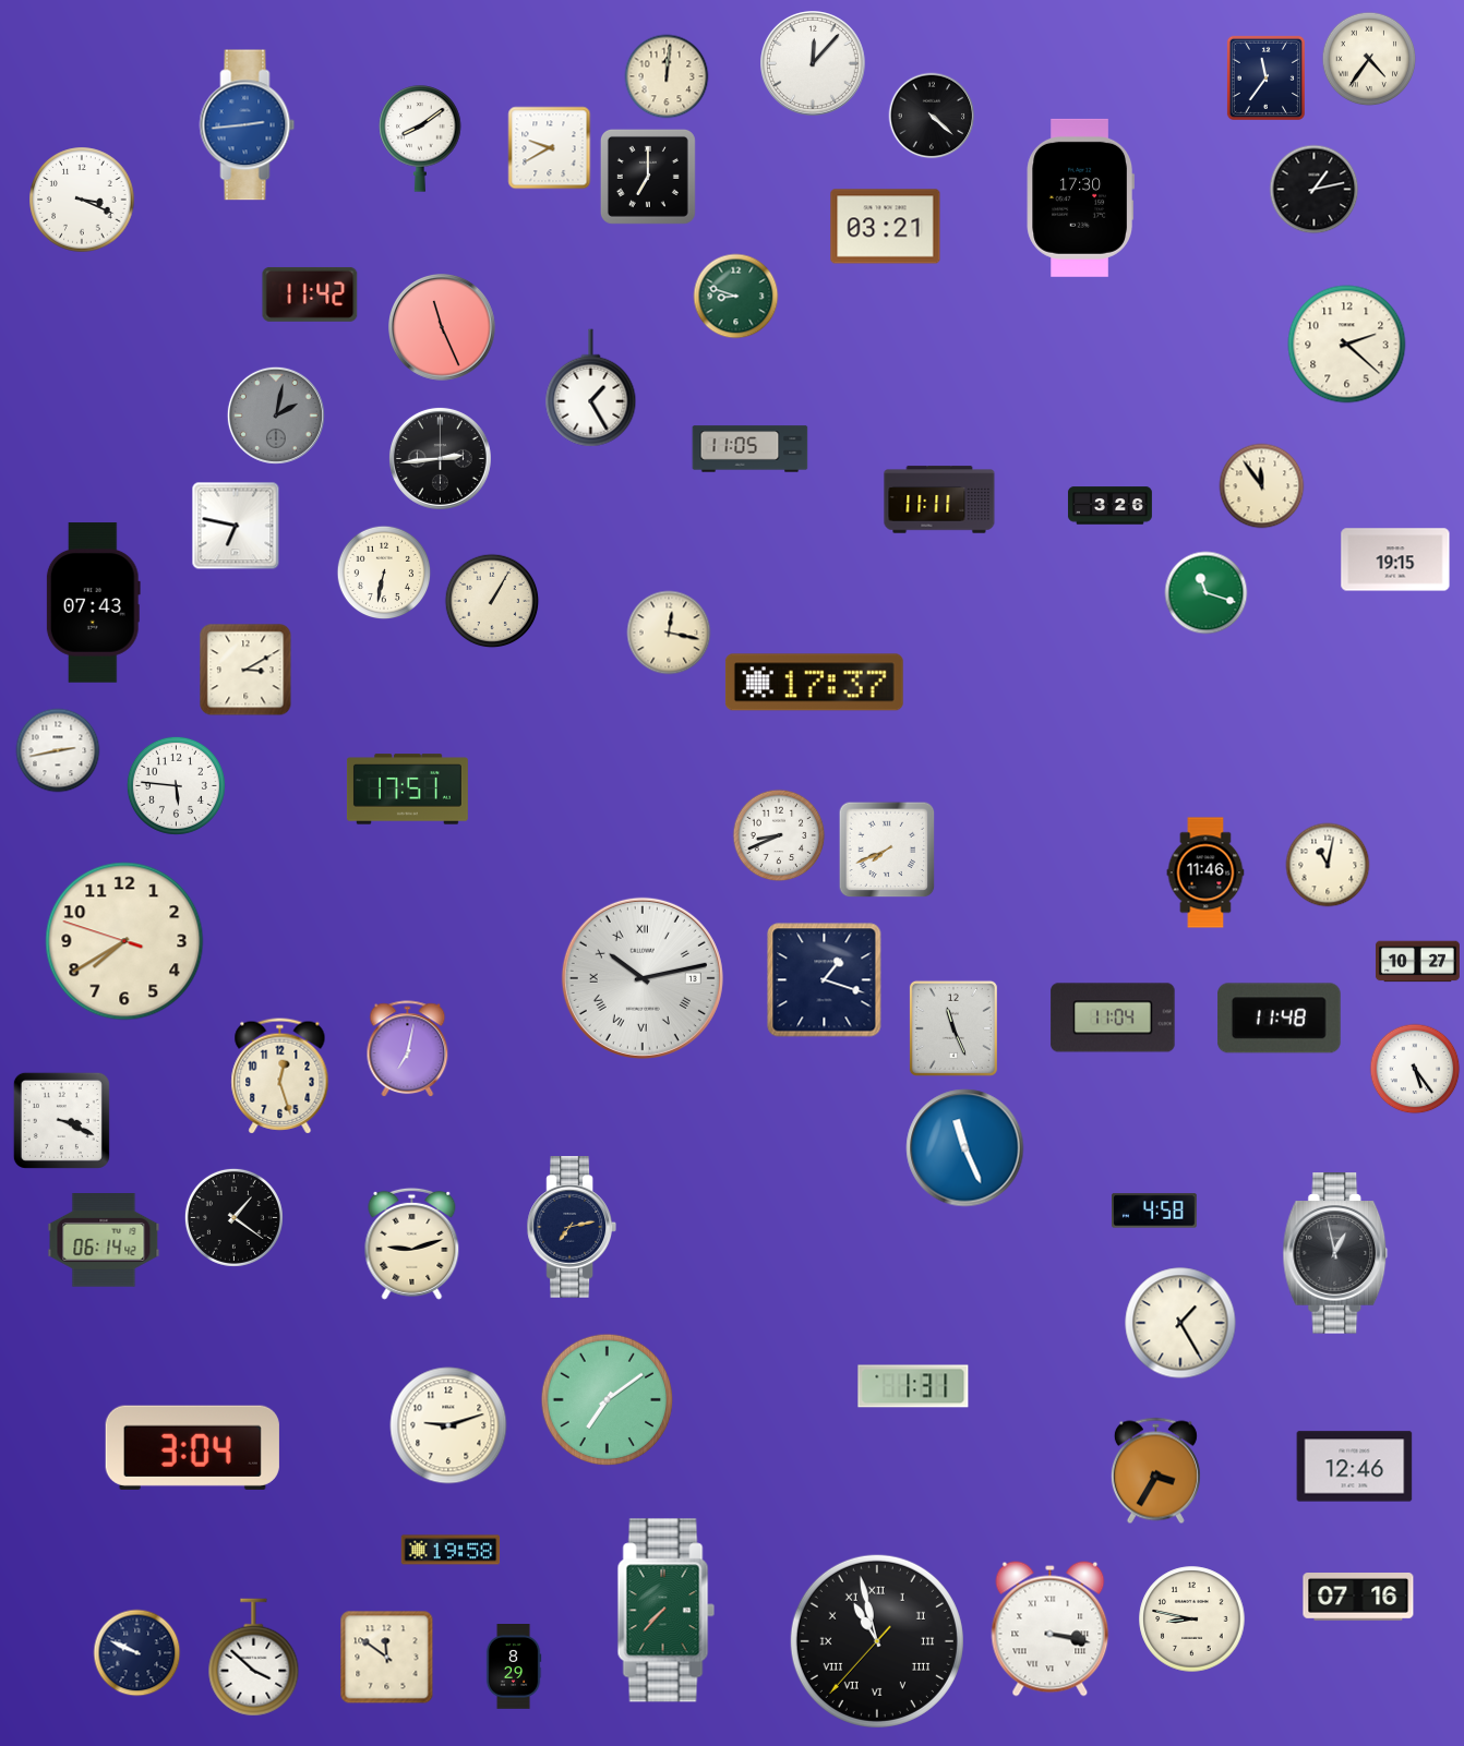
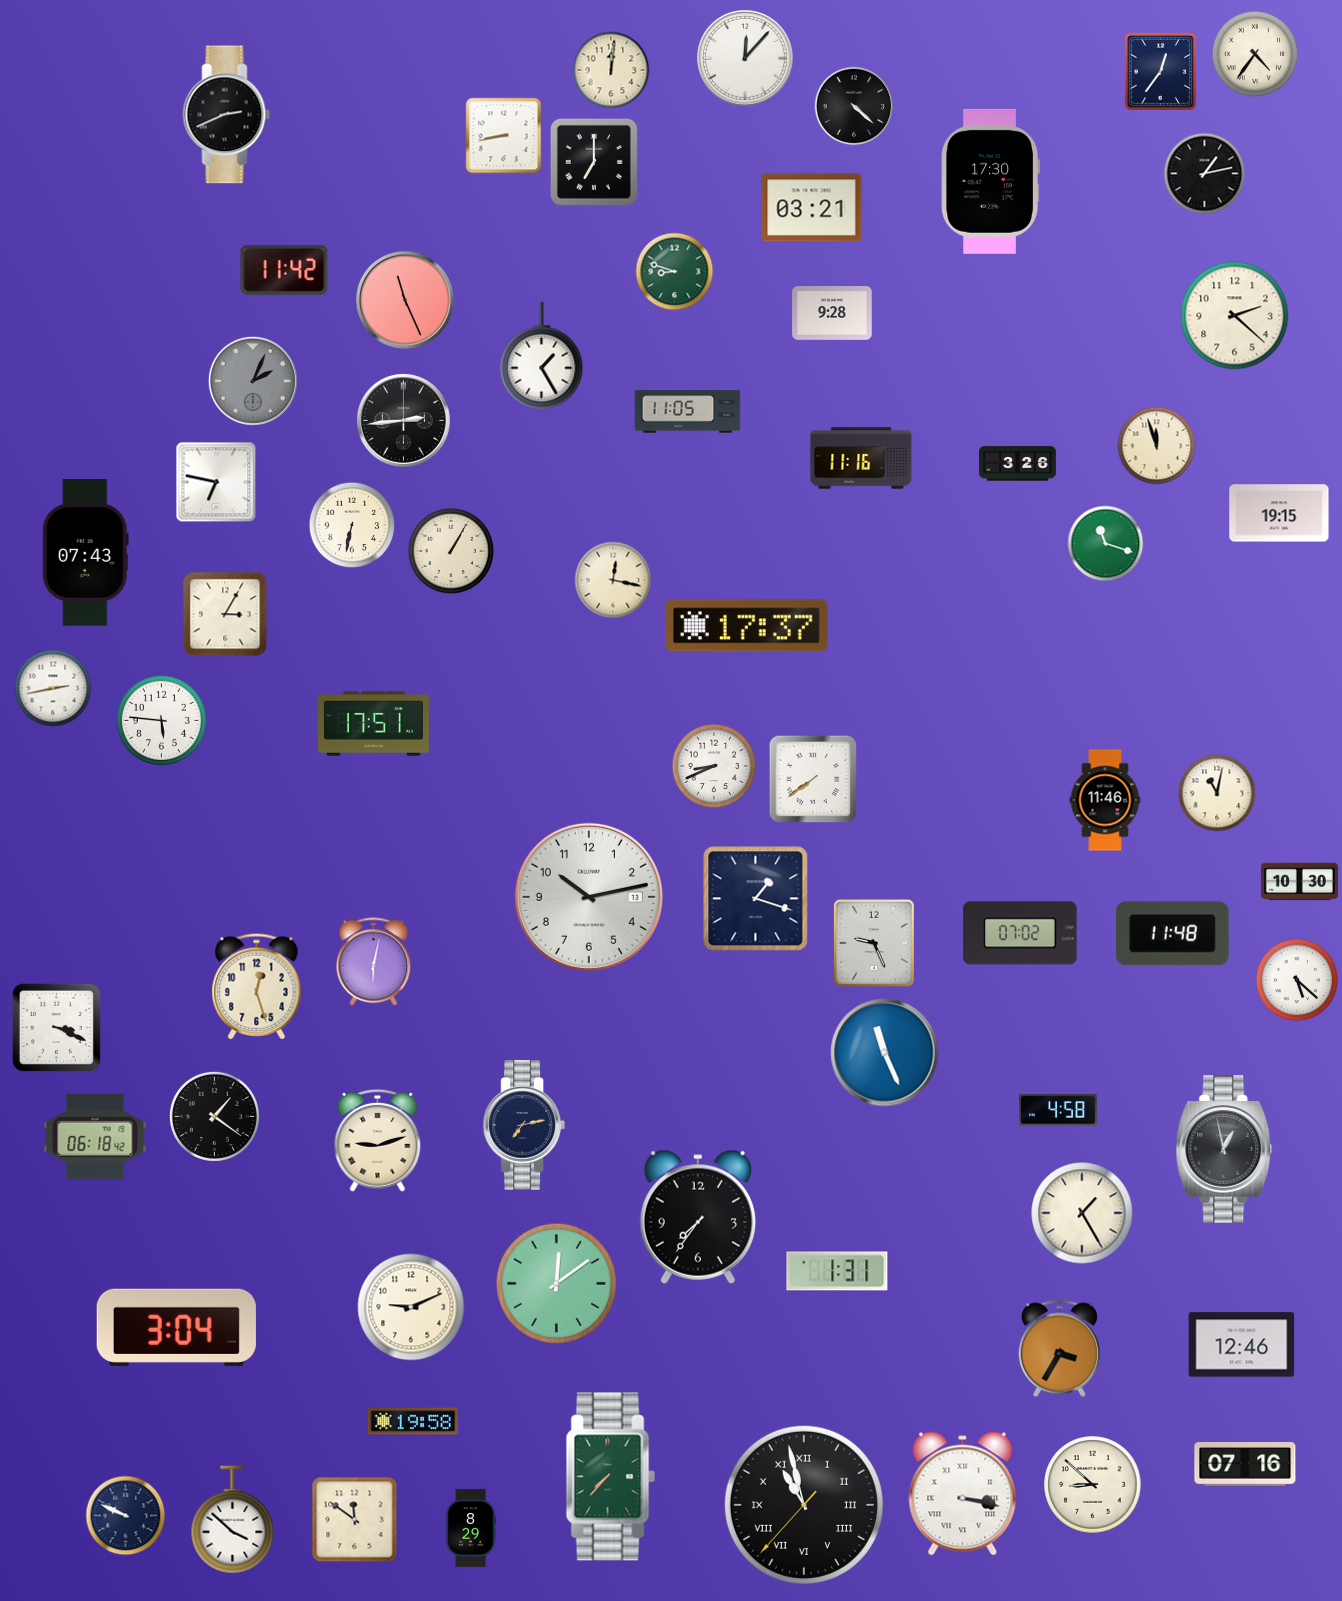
clock at (1265, 77): 11:36 -> 12:36
clock at (248, 125): 2:44 -> 2:41
clock at (248, 125) dial: blue -> black
clock at (420, 139): 8:09 -> none
clock at (550, 148): 9:40 -> 8:43
clock at (82, 200): 3:19 -> none
clock at (832, 313): none -> 9:28
clock at (276, 416): 2:02 -> 2:04
clock at (1262, 486): 11:54 -> 11:57
clock at (939, 499): 11:11 -> 11:16
clock at (245, 670): 3:10 -> 3:05
clock at (887, 850): 7:41 -> 7:39
clock at (124, 941): 7:39 -> none
clock at (1417, 962): 10:27 -> 10:30
clock at (643, 978) numerals: Roman -> Arabic
clock at (1113, 1018): 11:04 -> 07:02
clock at (953, 1028): 11:26 -> 9:26
clock at (408, 1049): 7:02 -> 6:02
clock at (1415, 1069): 5:24 -> 5:22
clock at (104, 1241): 06:14 -> 06:18
clock at (697, 1217): none -> 7:36
clock at (608, 1400): 7:09 -> 12:09
clock at (448, 1425): 9:12 -> 9:11
clock at (1192, 1619): 8:47 -> 8:52
